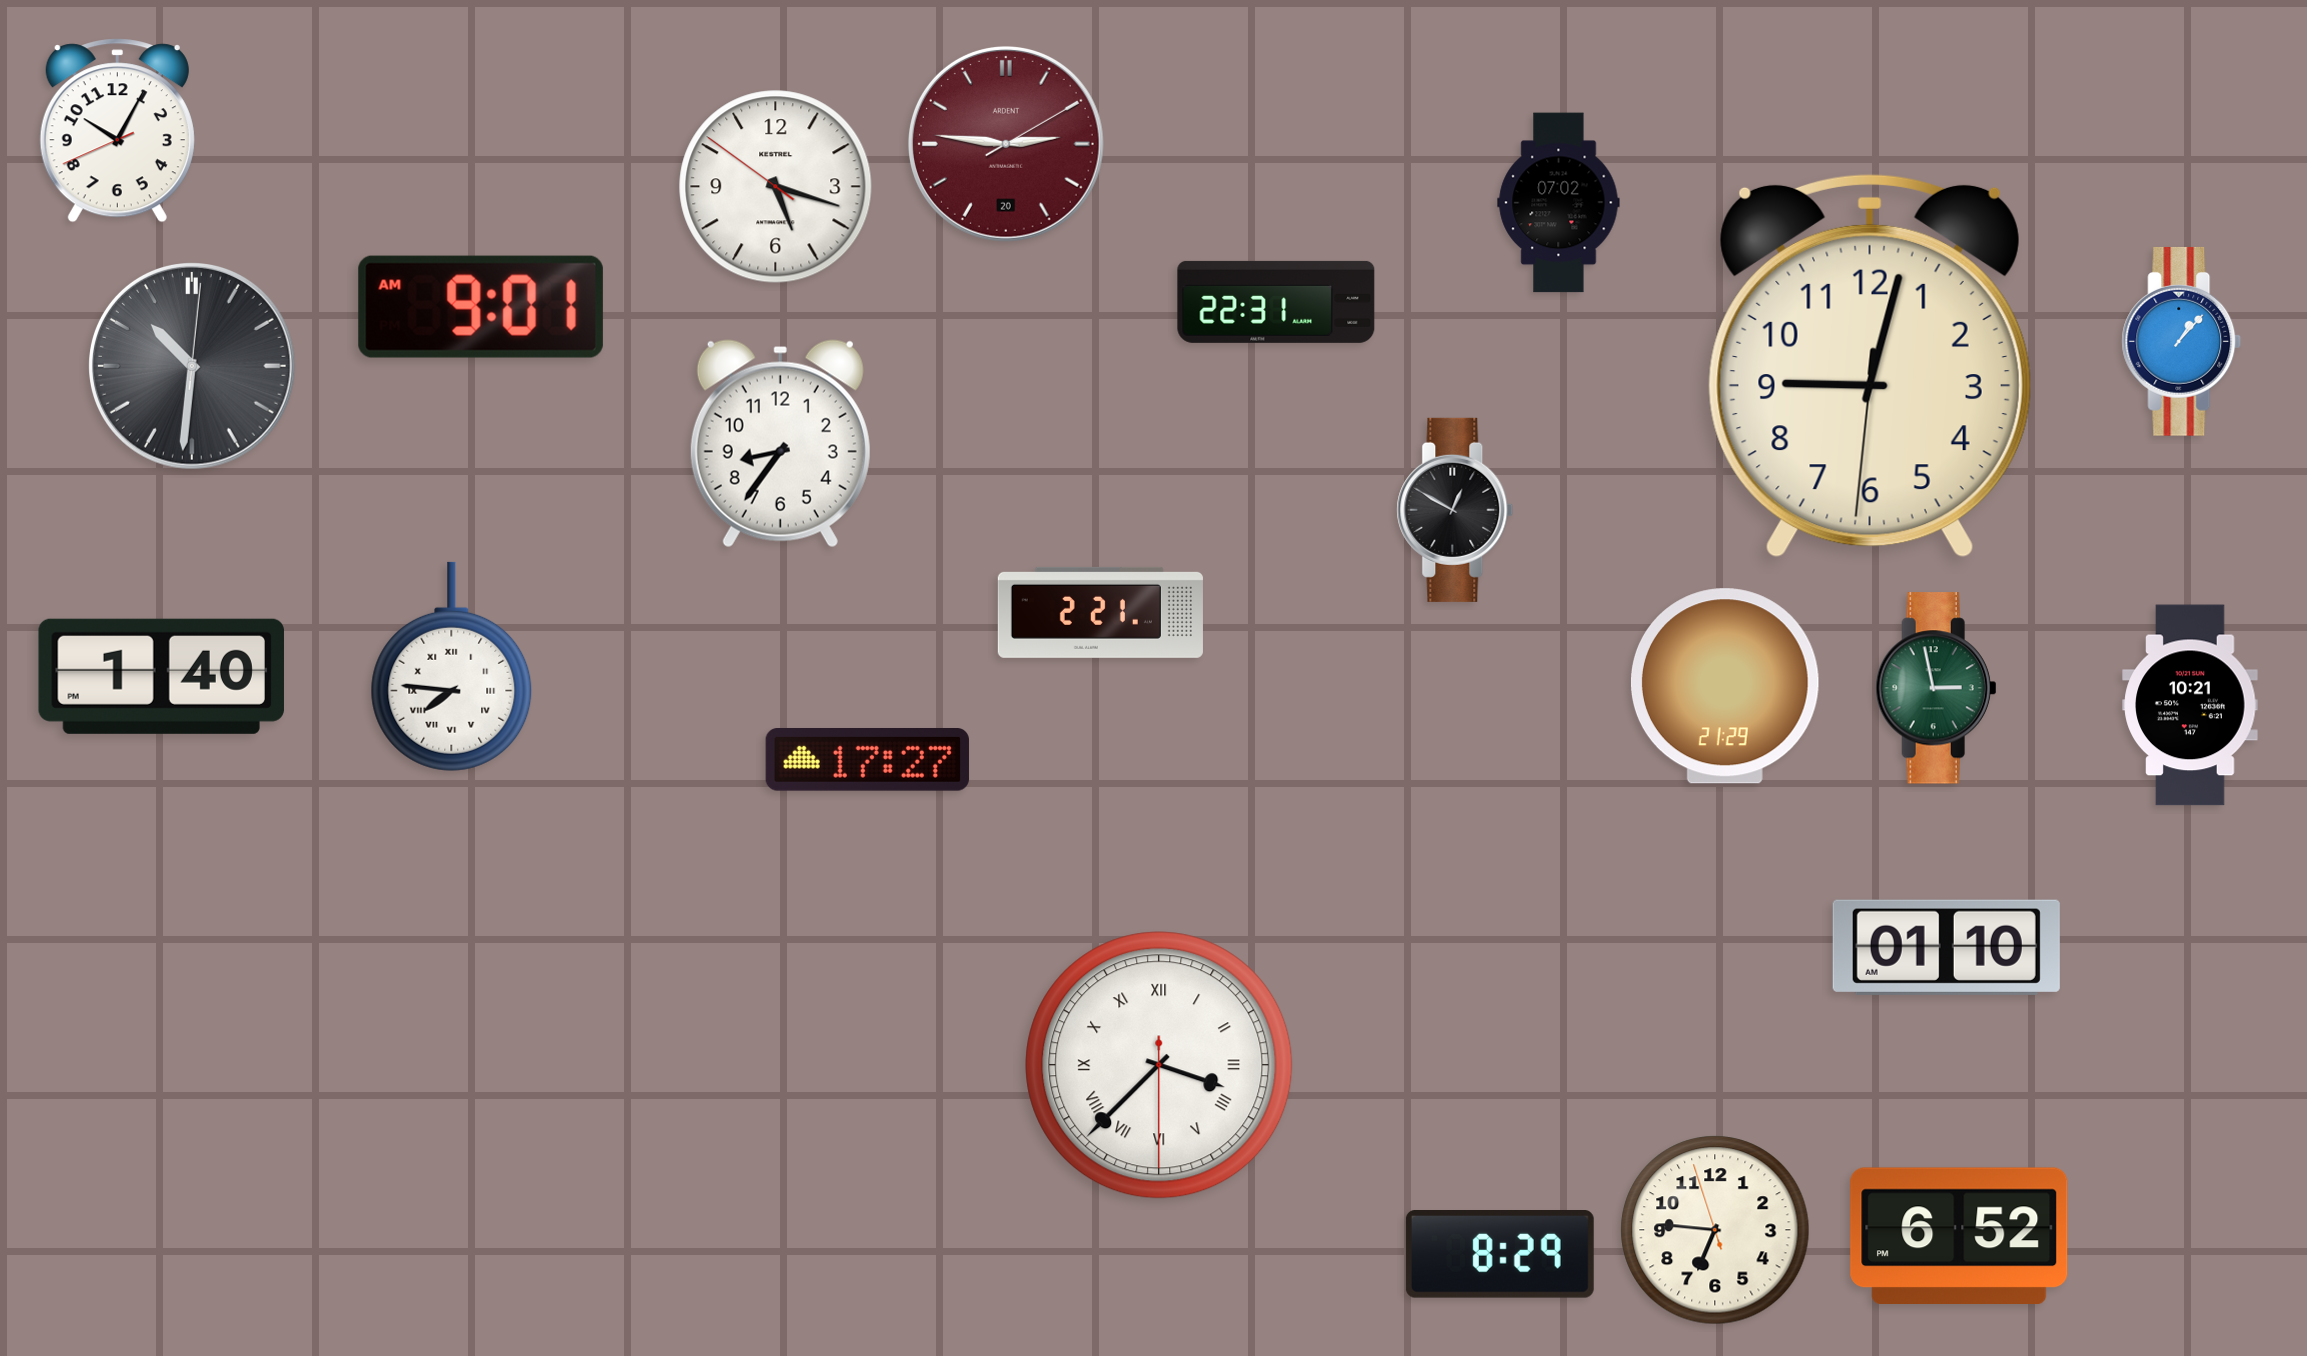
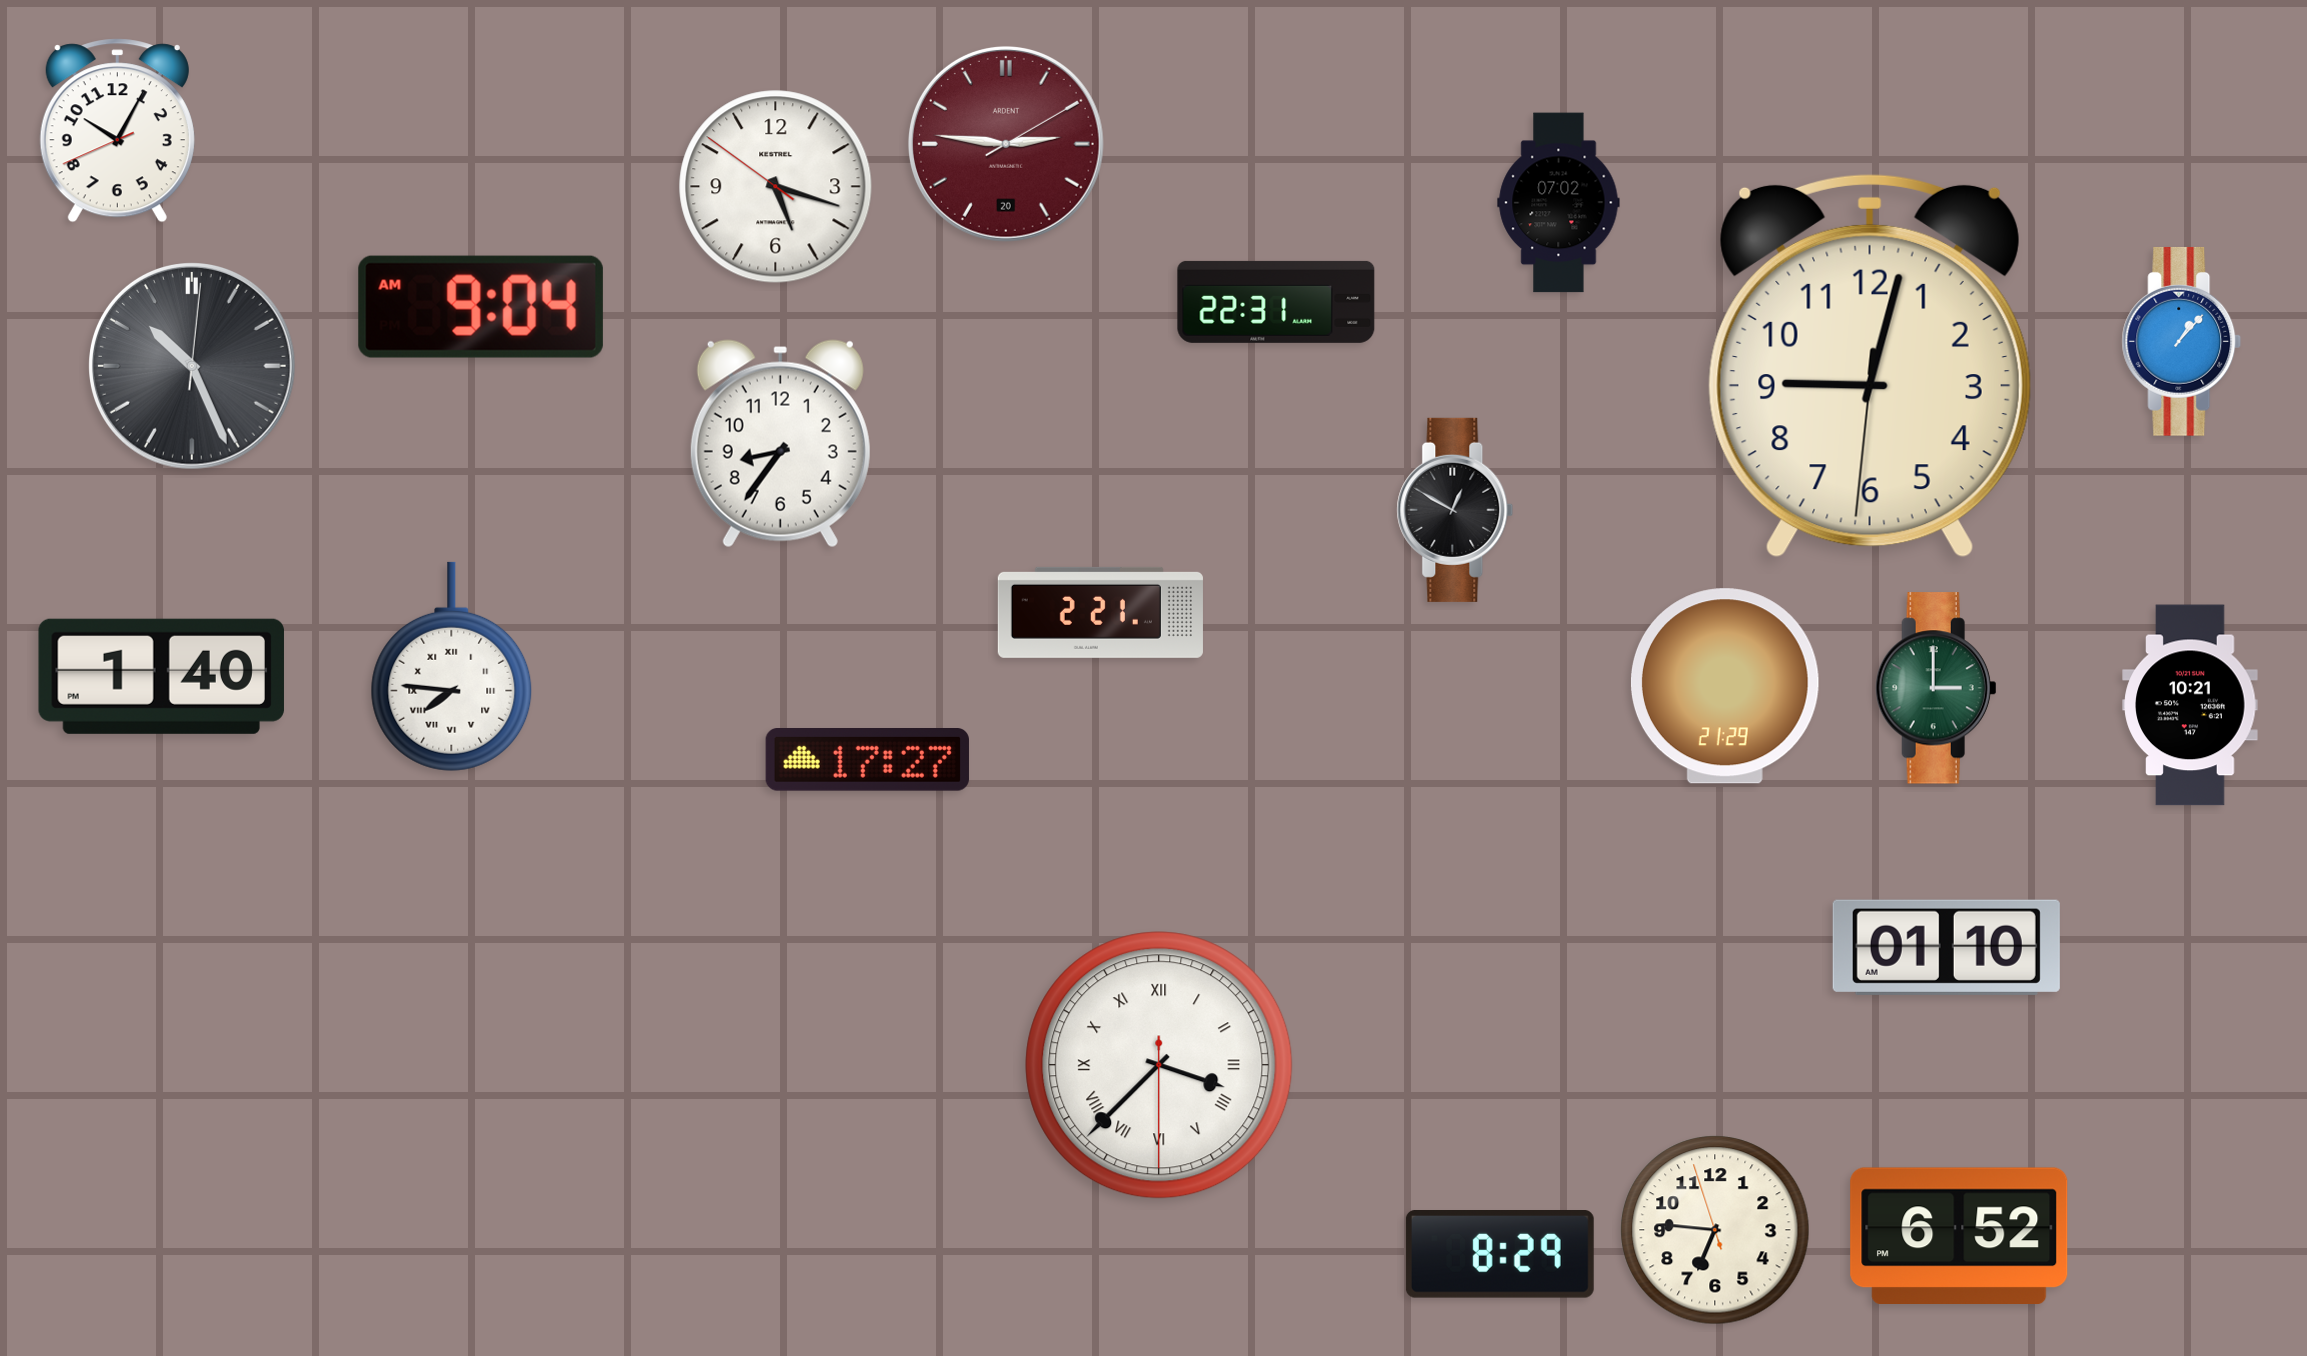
clock at (481, 307): 9:01 -> 9:04
clock at (193, 367): 10:31 -> 10:26
clock at (1936, 688): 2:58 -> 3:00
